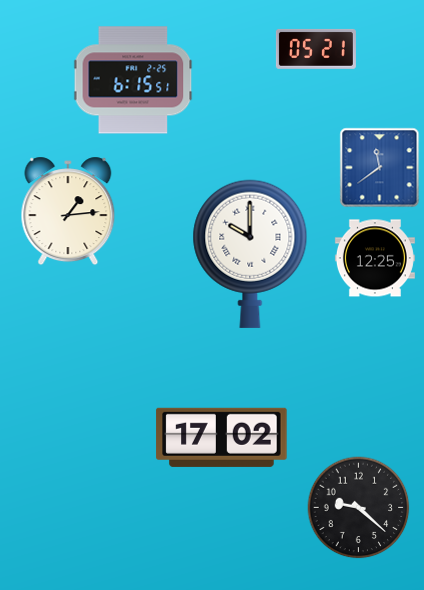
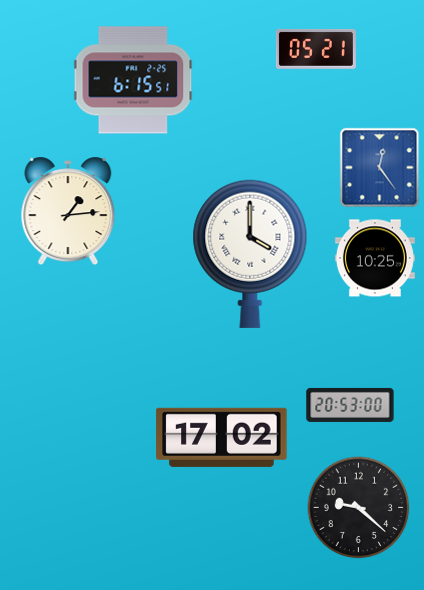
clock at (380, 168): 11:39 -> 12:24
clock at (250, 254): 10:00 -> 4:00
clock at (375, 258): 12:25 -> 10:25
clock at (350, 405): none -> 20:53
